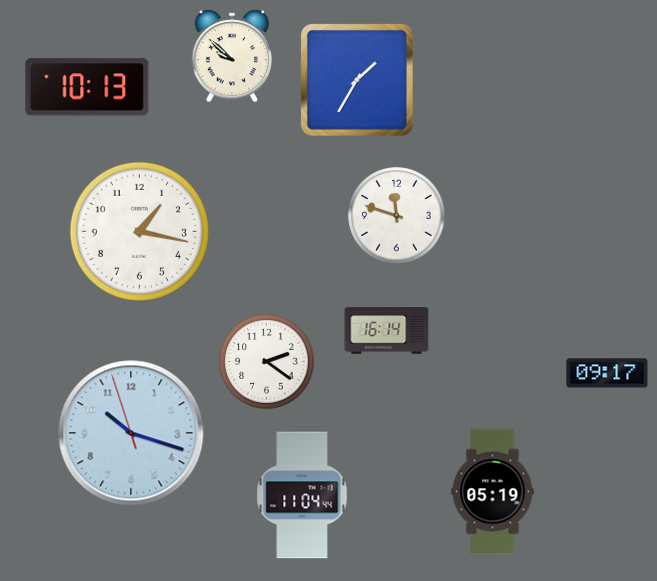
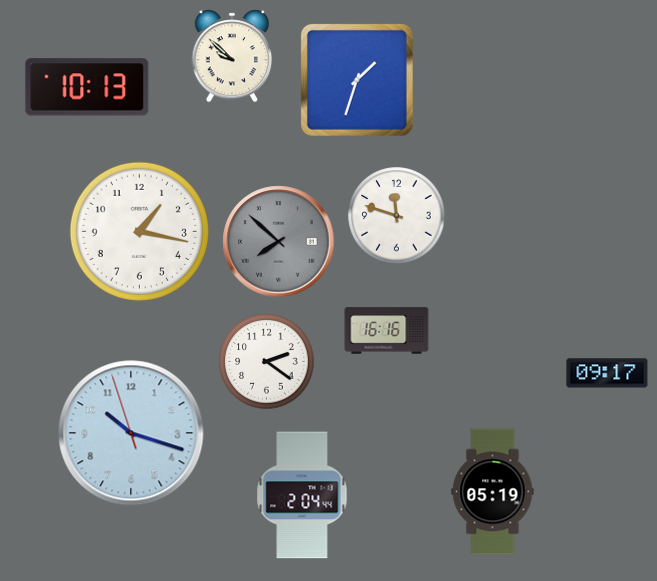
clock at (357, 80): 1:35 -> 1:33
clock at (279, 242): none -> 7:52
clock at (387, 331): 16:14 -> 16:16
clock at (302, 495): 11:04 -> 2:04
